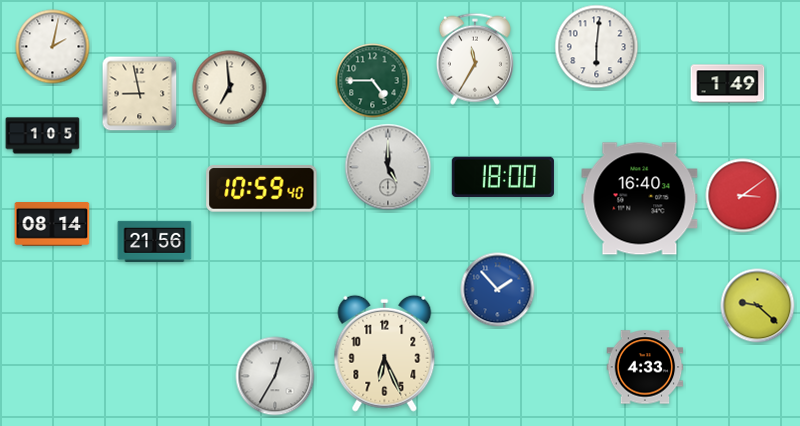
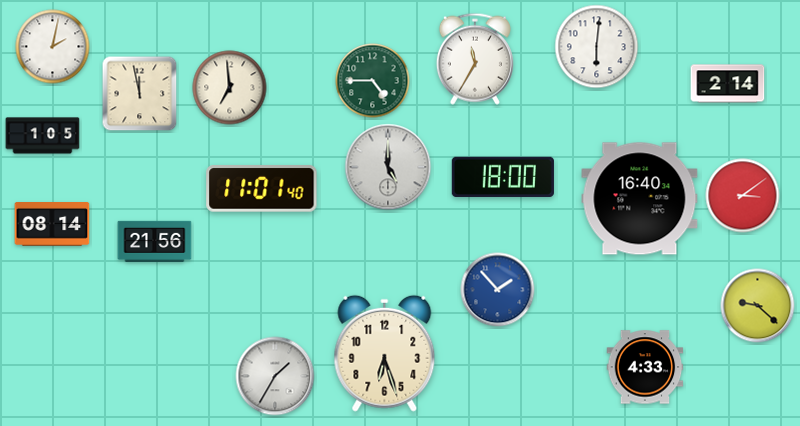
clock at (728, 84): 1:49 -> 2:14
clock at (140, 94): 8:58 -> 11:58
clock at (262, 189): 10:59 -> 11:01
clock at (385, 353): 6:26 -> 6:27
clock at (275, 376): 12:35 -> 1:35
